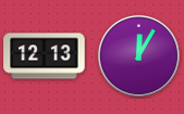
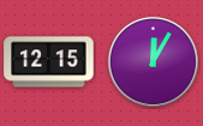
clock at (45, 56): 12:13 -> 12:15
